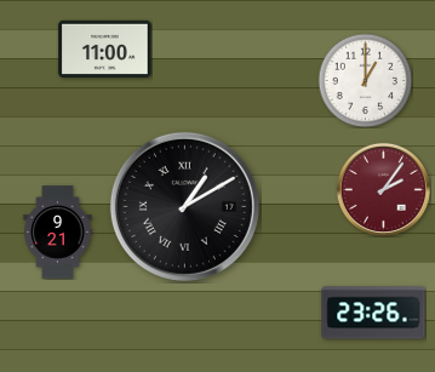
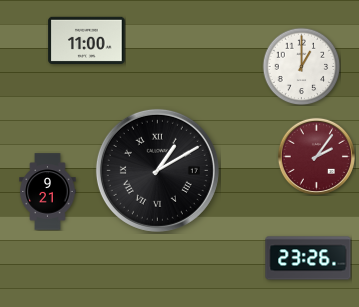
clock at (184, 206) position: (184, 206) -> (157, 170)
